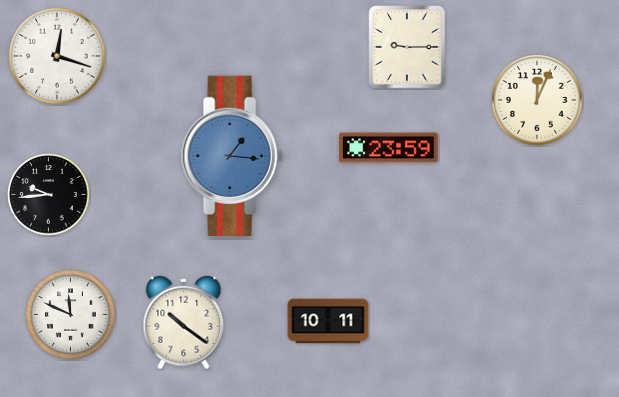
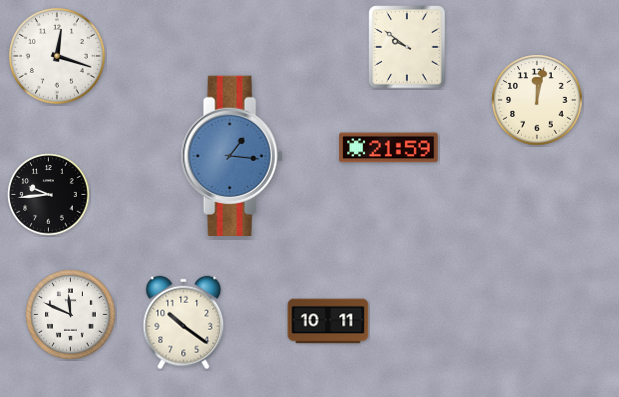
clock at (407, 47): 9:15 -> 9:51
clock at (537, 100): 12:04 -> 12:02
clock at (389, 148): 23:59 -> 21:59
